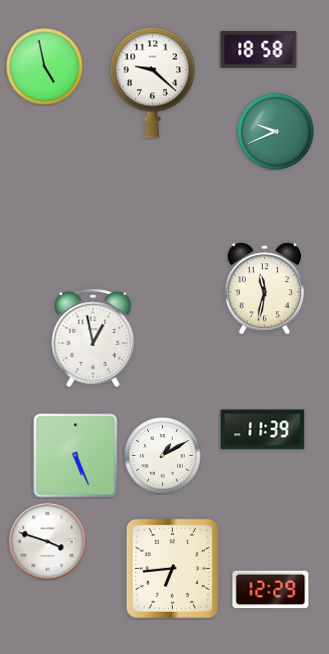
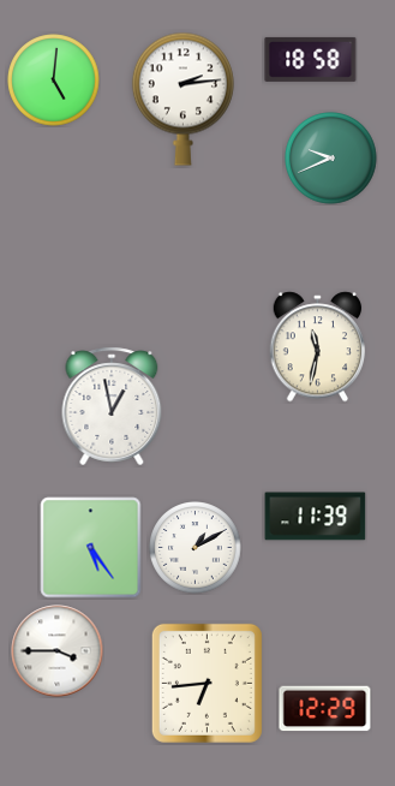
clock at (45, 67): 4:58 -> 5:01
clock at (152, 82): 9:22 -> 2:14
clock at (76, 456): 5:26 -> 5:24
clock at (48, 542): 3:48 -> 3:45
